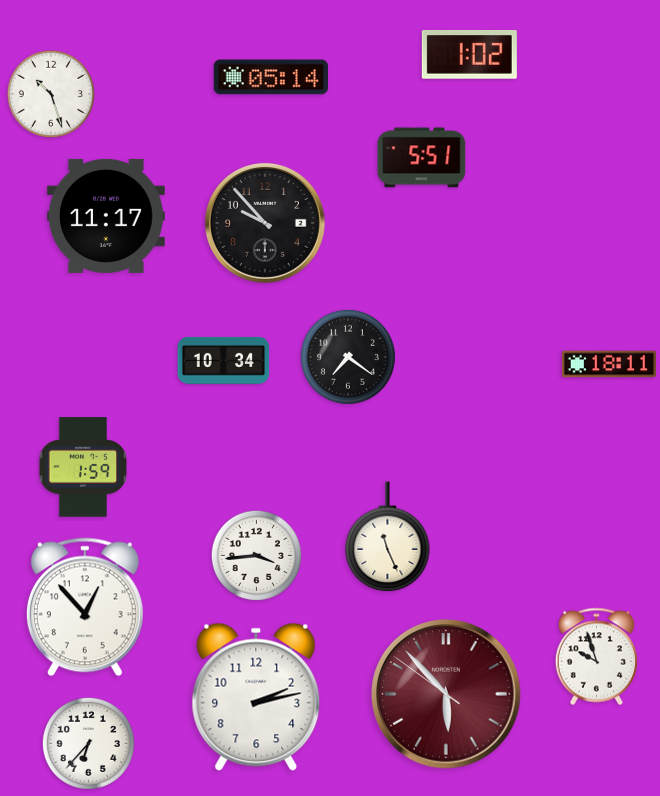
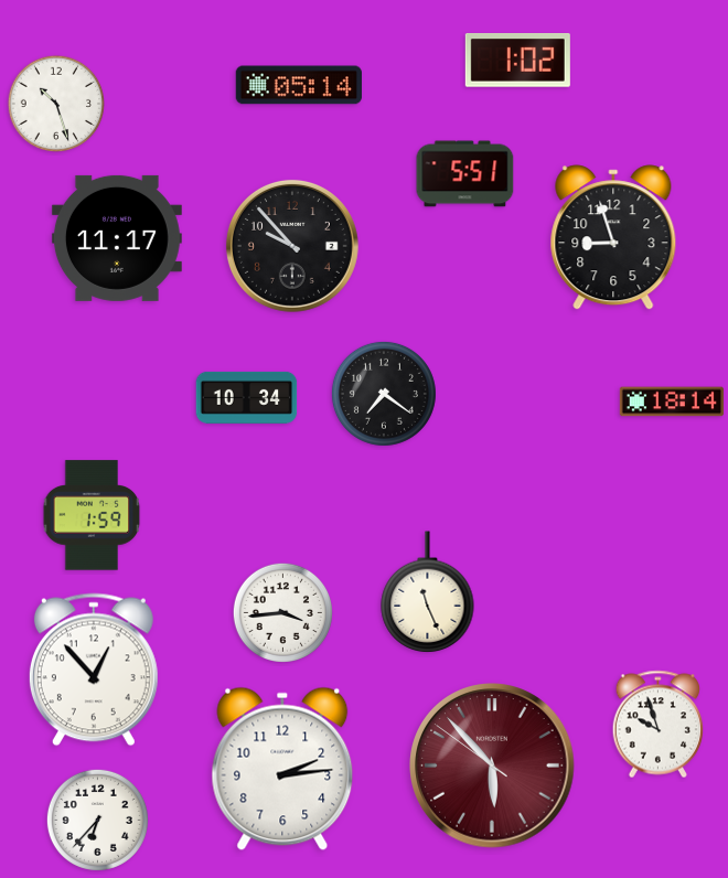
clock at (613, 237): none -> 8:57
clock at (609, 364): 18:11 -> 18:14
clock at (256, 697): 2:13 -> 2:14
